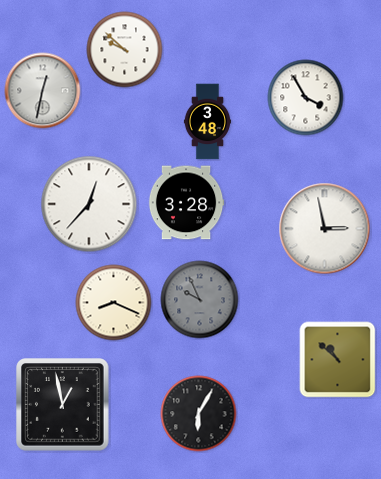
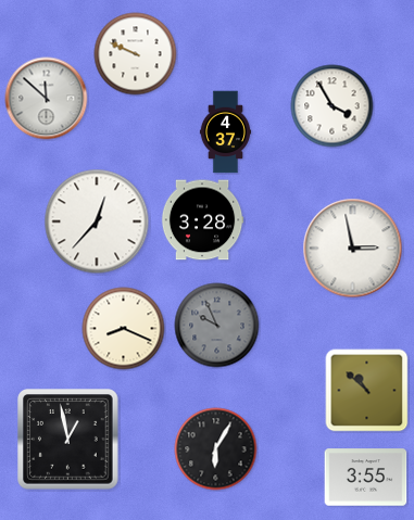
clock at (125, 50): 9:52 -> 9:49
clock at (43, 91): 12:32 -> 11:52
clock at (207, 122): 3:48 -> 4:37
clock at (366, 478): none -> 3:55
